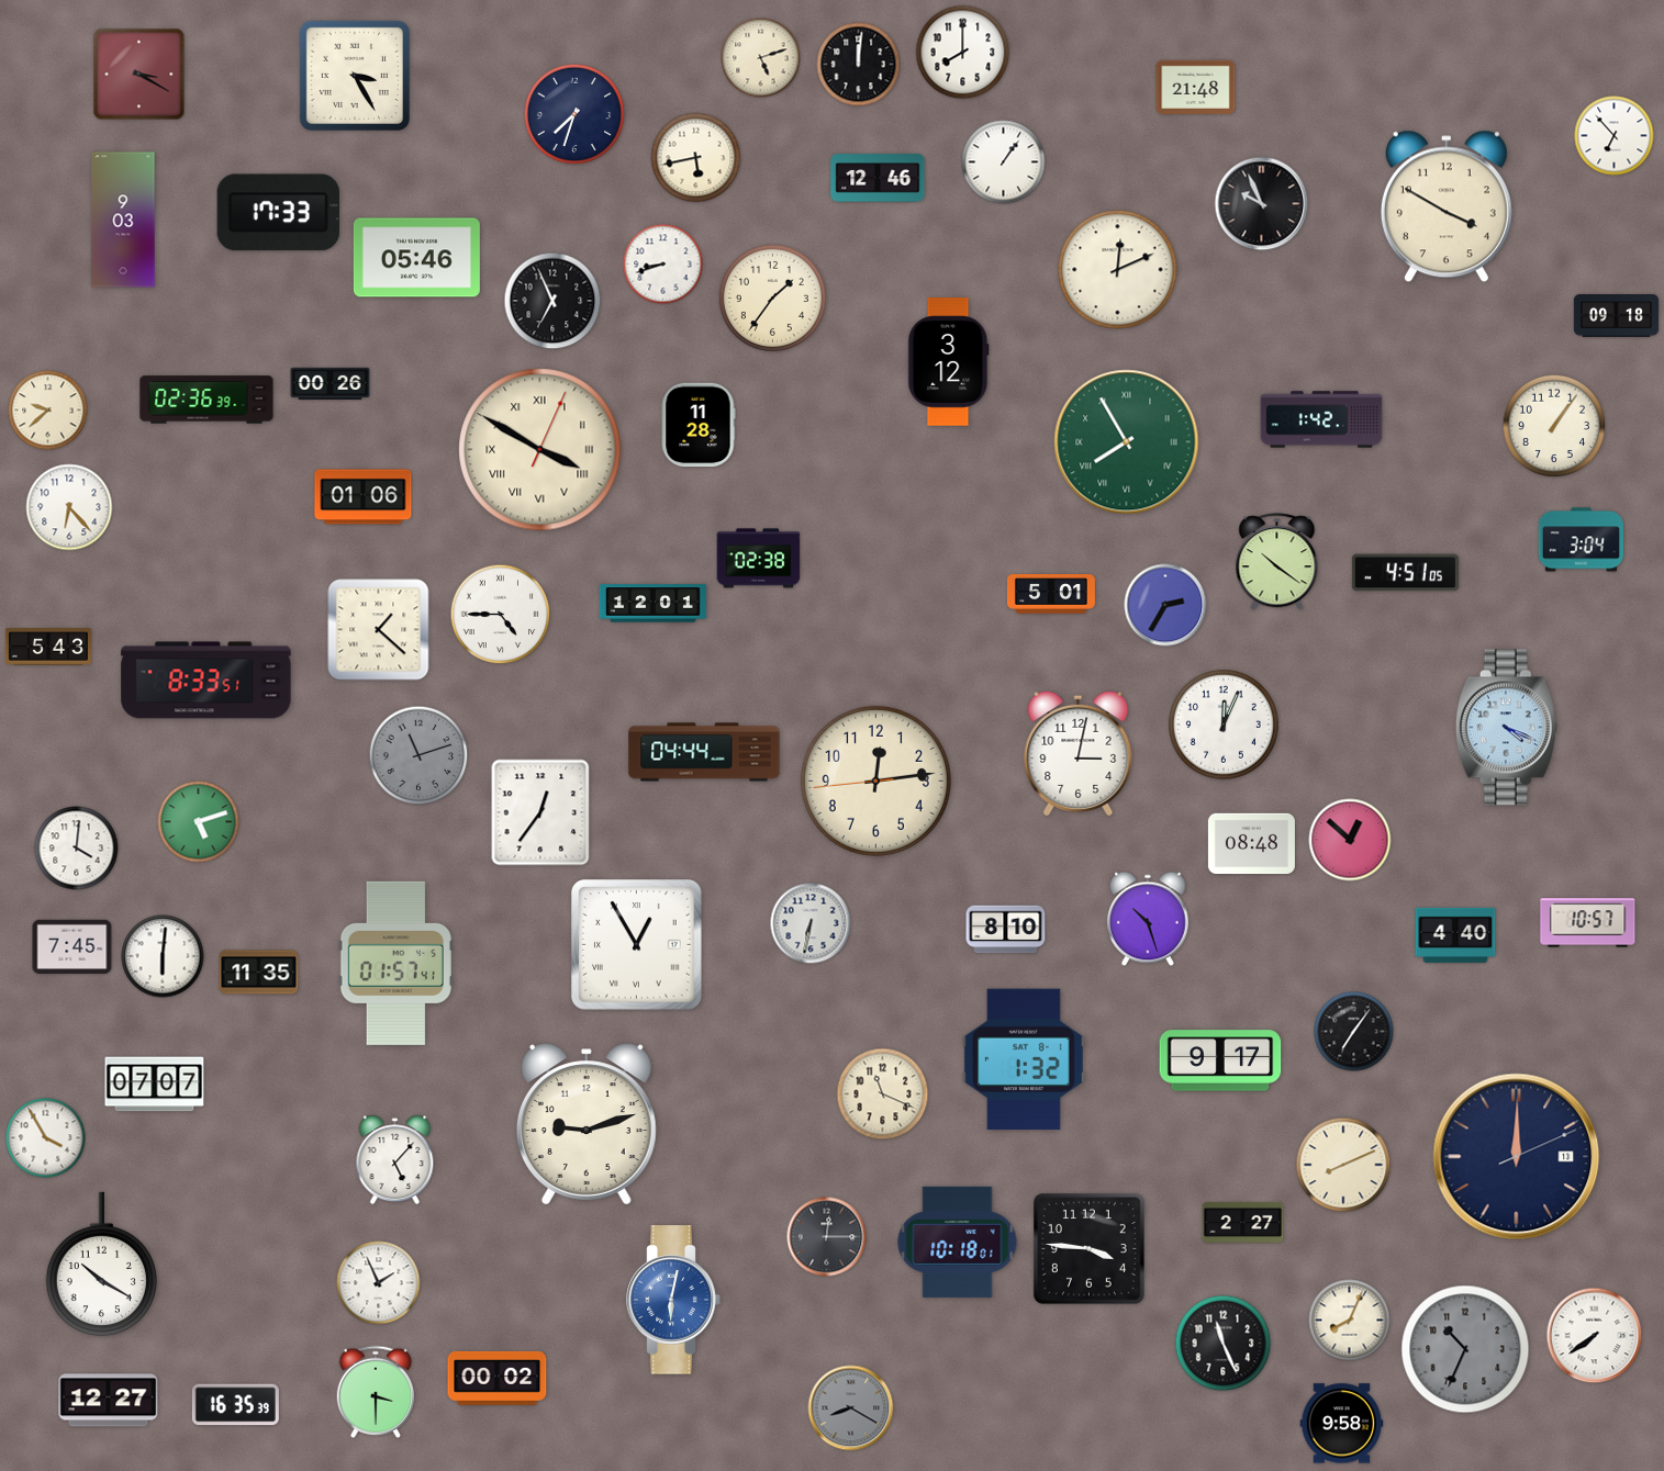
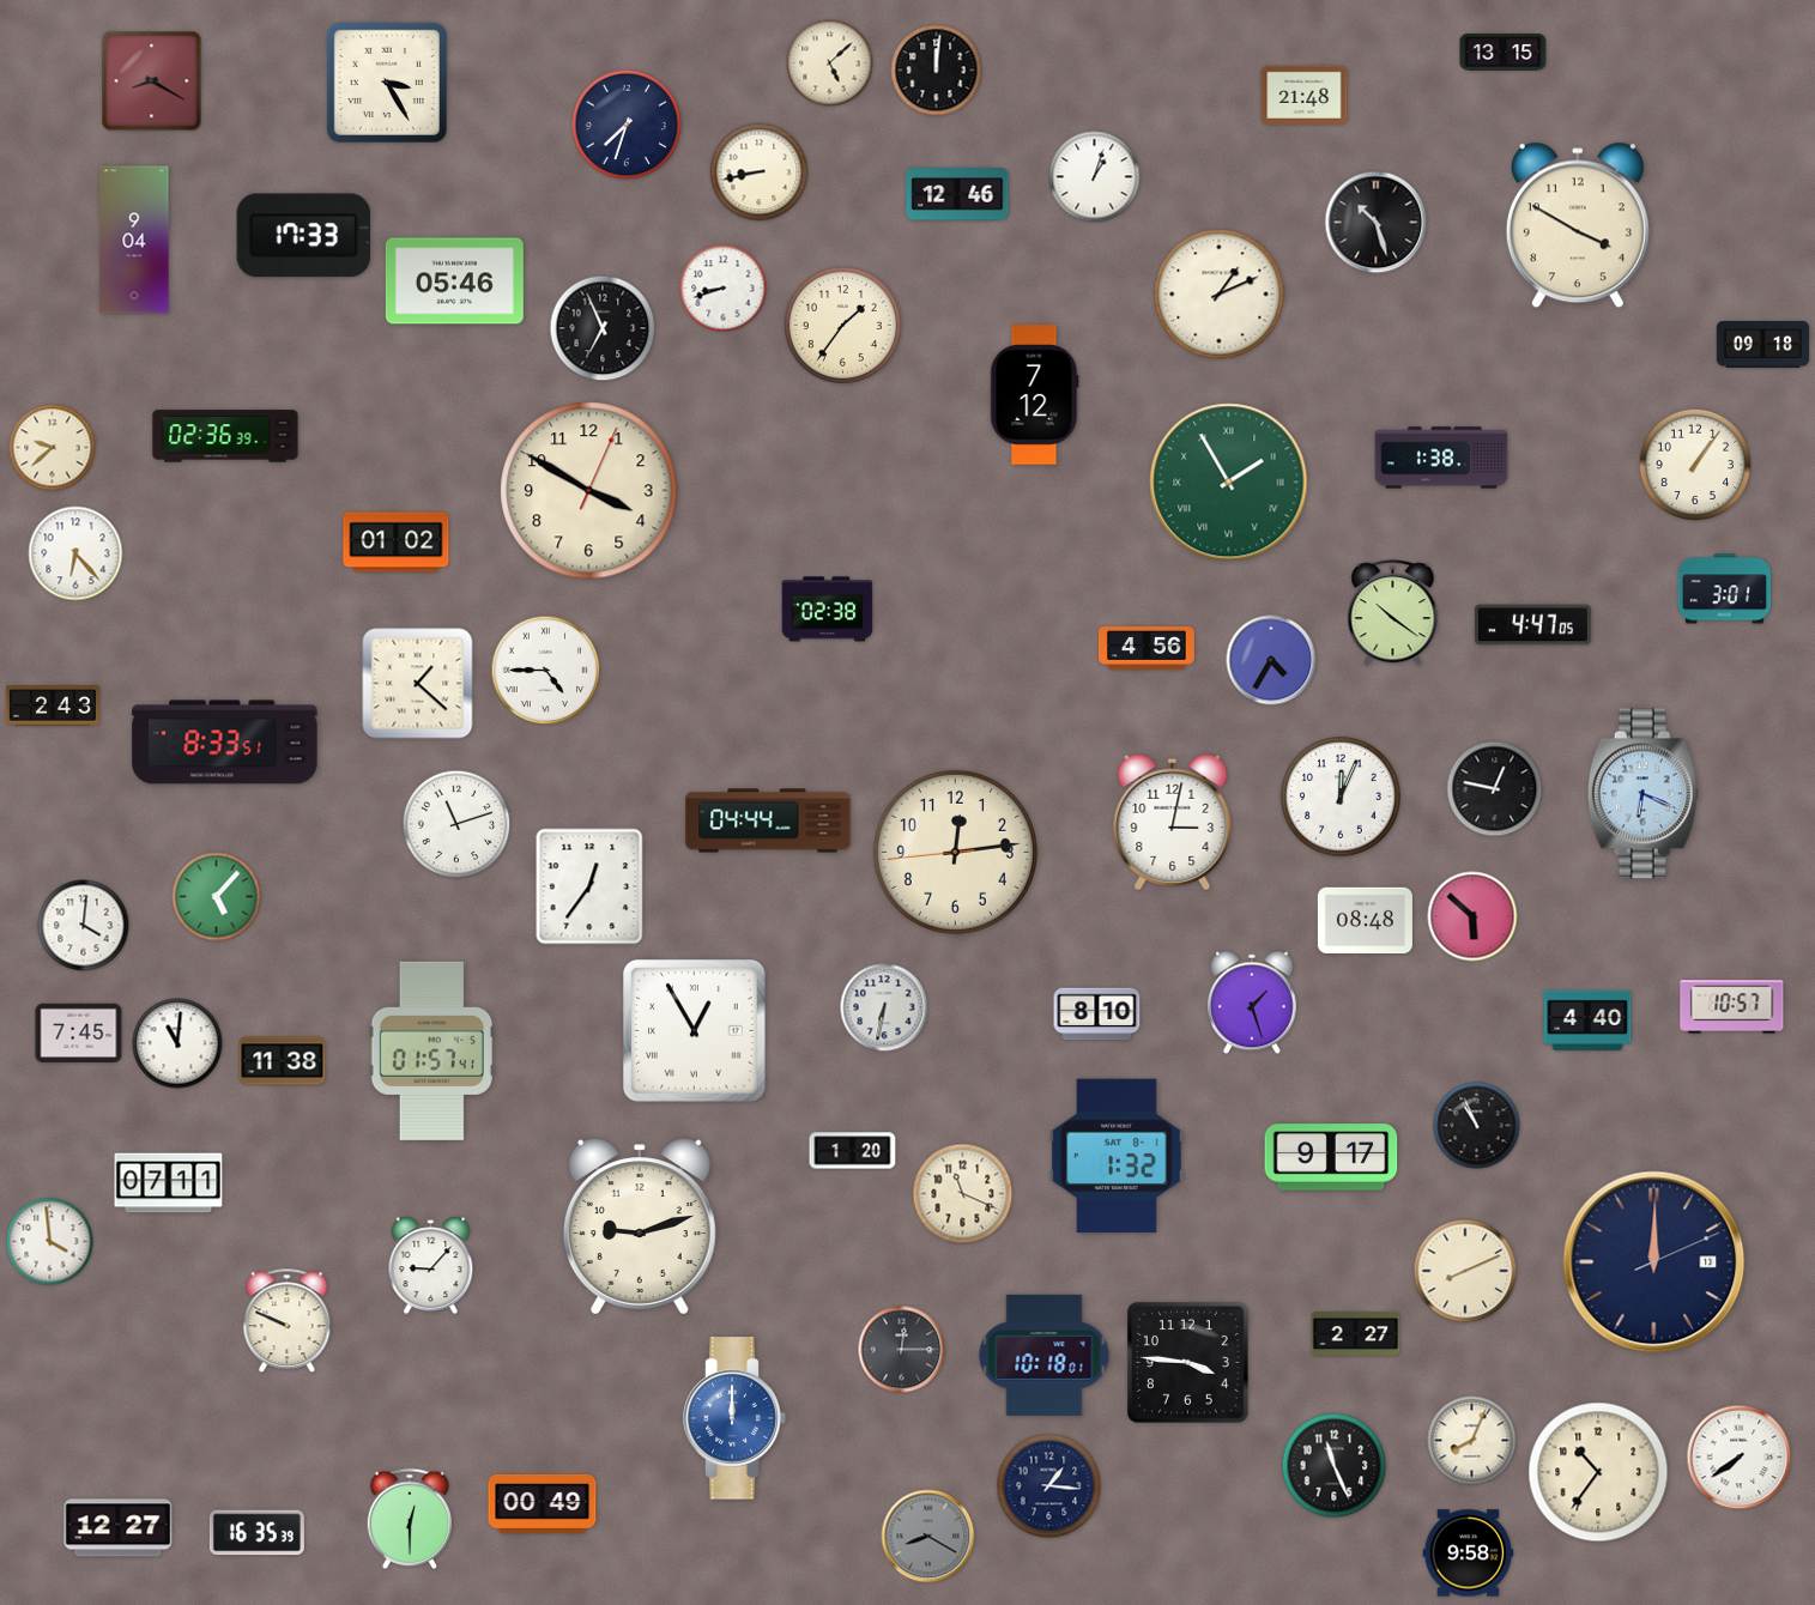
clock at (1504, 53): none -> 13:15
clock at (963, 53): 8:00 -> none
clock at (761, 58): 5:12 -> 5:08
clock at (139, 75): 3:20 -> 8:20
clock at (1615, 136): 6:53 -> none
clock at (696, 158): 5:43 -> 8:43
clock at (1004, 162): 1:06 -> 1:03
clock at (1262, 204): 9:56 -> 10:27
clock at (278, 213) position: (278, 213) -> (303, 236)
clock at (123, 220): 9:03 -> 9:04
clock at (1118, 270): 12:11 -> 1:11
clock at (949, 362): 3:12 -> 7:12
clock at (331, 384): 00:26 -> none
clock at (1321, 419): 1:42 -> 1:38
clock at (699, 425): 11:28 -> none
clock at (1127, 442): 7:55 -> 1:55
clock at (540, 450) numerals: Roman -> Arabic
clock at (364, 497): 01:06 -> 01:02
clock at (1582, 540): 3:04 -> 3:01
clock at (1405, 573): 4:51 -> 4:47
clock at (1051, 595): 5:01 -> 4:56
clock at (652, 604): 12:01 -> none
clock at (1165, 605): 2:35 -> 4:35
clock at (379, 630) position: (379, 630) -> (418, 684)
clock at (47, 647): 5:43 -> 2:43
clock at (1495, 789): none -> 12:47
clock at (1224, 725) position: (1224, 725) -> (1341, 797)
clock at (1506, 728): 4:19 -> 6:19
clock at (1079, 753) position: (1079, 753) -> (1173, 822)
clock at (418, 755) dial: grey -> white
clock at (199, 822): 5:12 -> 5:07
clock at (1350, 840): 12:52 -> 5:52
clock at (1149, 919): 10:27 -> 1:27
clock at (163, 956): 6:01 -> 11:01
clock at (259, 973): 11:35 -> 11:38
clock at (1354, 1032): 7:06 -> 10:56
clock at (853, 1151): none -> 1:20
clock at (155, 1085): 07:07 -> 07:11
clock at (46, 1138): 3:55 -> 3:59
clock at (395, 1160): 5:07 -> 9:07
clock at (288, 1321): none -> 9:49
clock at (101, 1265): 10:20 -> none
clock at (379, 1283): 1:56 -> none
clock at (673, 1300): 6:02 -> 12:00
clock at (1465, 1349): 10:34 -> 10:36
clock at (1465, 1349) dial: grey -> cream
clock at (1049, 1486): none -> 1:16
clock at (498, 1378): 00:02 -> 00:49
clock at (376, 1392): 3:30 -> 12:30
clock at (1342, 1424) position: (1342, 1424) -> (1469, 1553)
